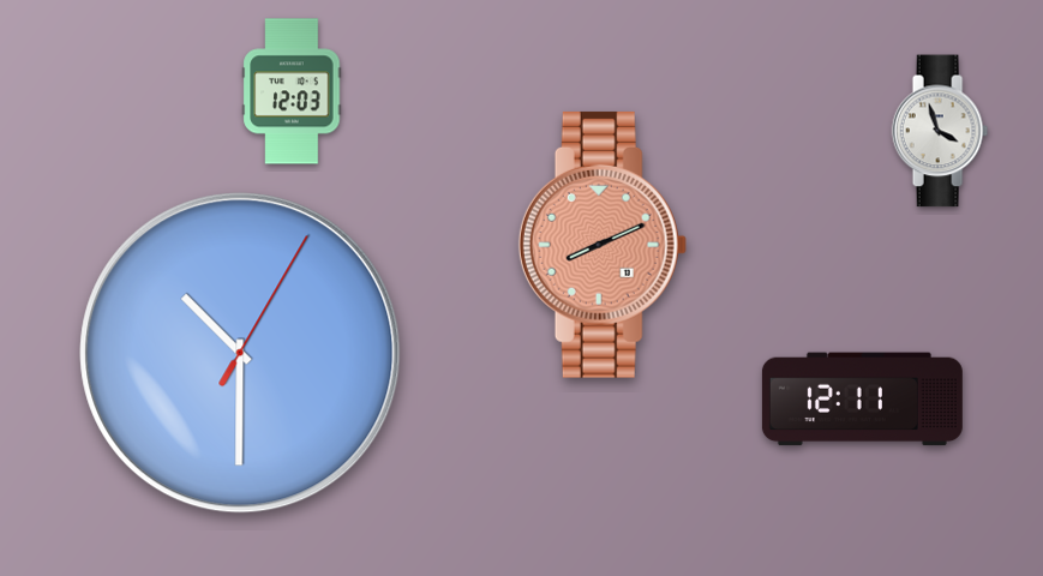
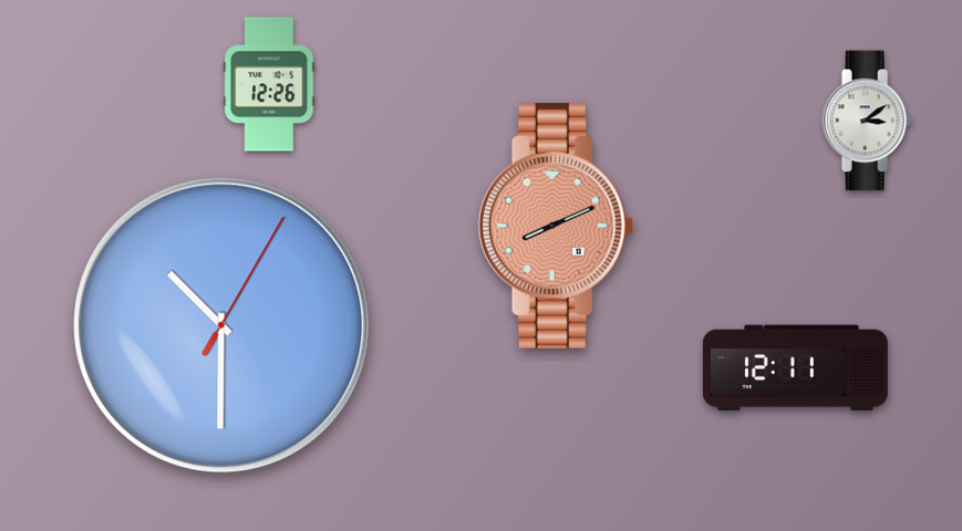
clock at (292, 91): 12:03 -> 12:26
clock at (940, 131): 3:57 -> 3:09
